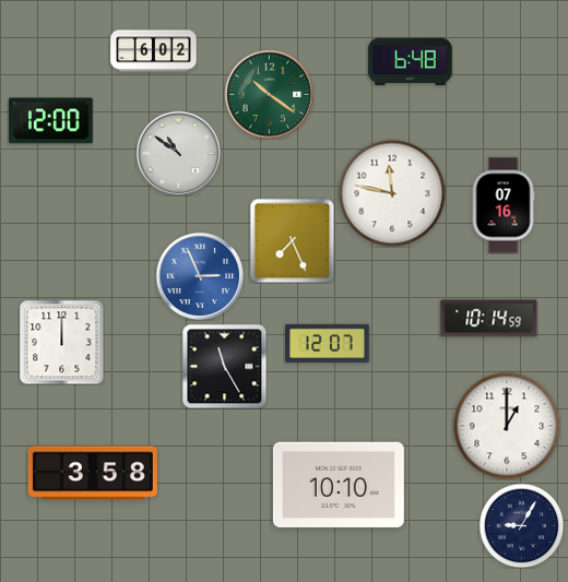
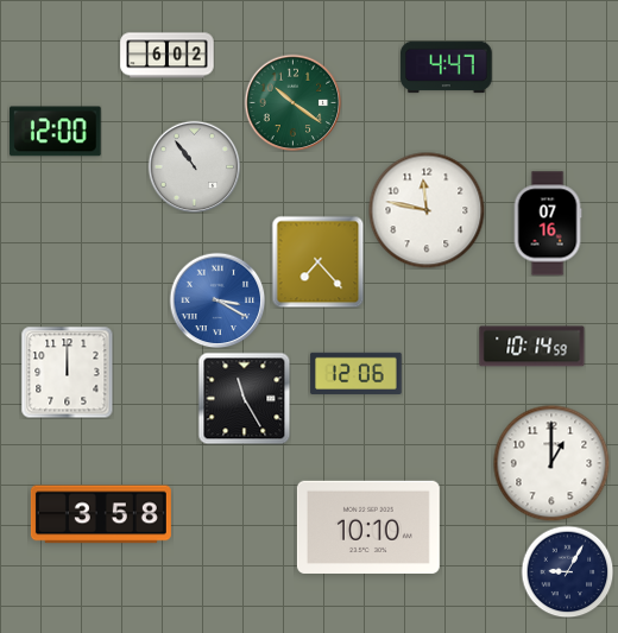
clock at (411, 62): 6:48 -> 4:47
clock at (178, 153): 10:51 -> 10:54
clock at (292, 240): 7:26 -> 7:23
clock at (200, 276): 2:56 -> 3:20
clock at (328, 343): 12:07 -> 12:06
